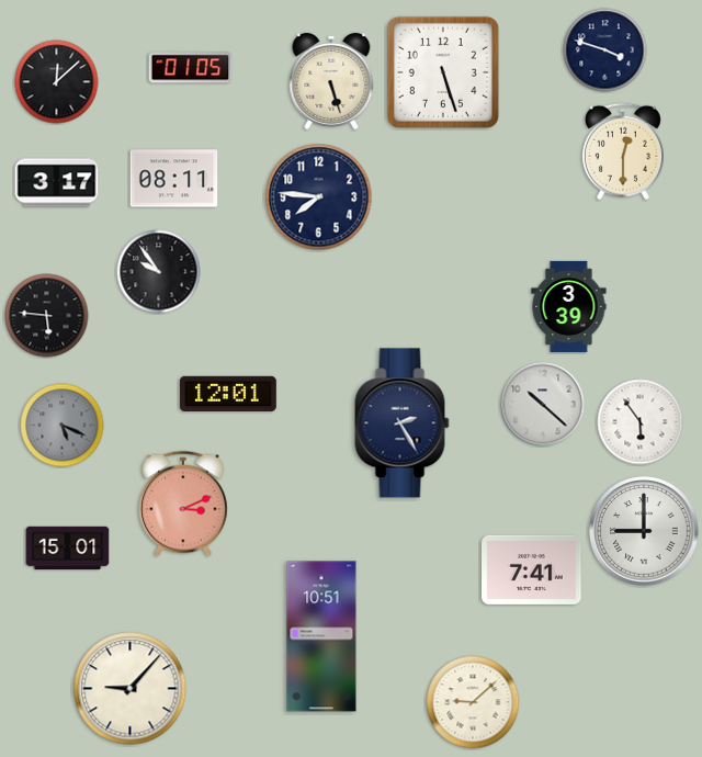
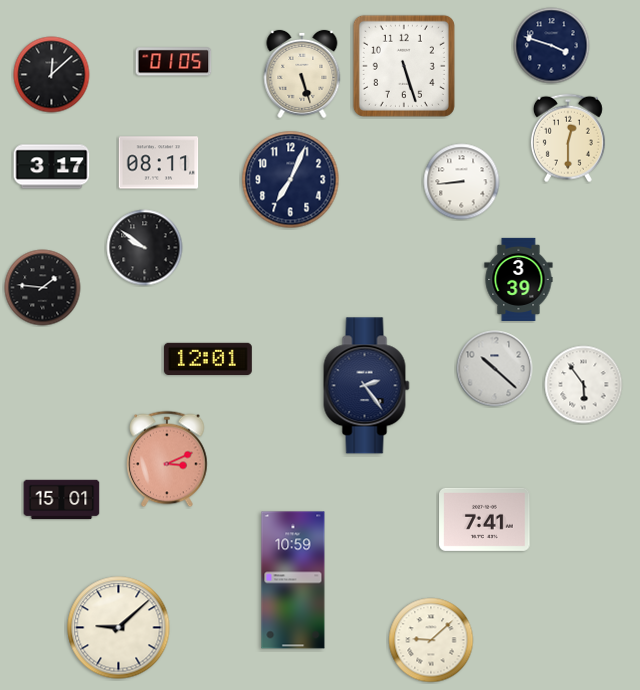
clock at (319, 197): 7:46 -> 7:04
clock at (462, 182): none -> 8:44
clock at (159, 272): 9:54 -> 9:51
clock at (47, 316): 5:46 -> 1:46
clock at (403, 423): 2:25 -> 2:24
clock at (63, 426): 5:19 -> none
clock at (644, 531): 9:00 -> none
clock at (321, 636): 10:51 -> 10:59
clock at (131, 689): 9:07 -> 9:08
